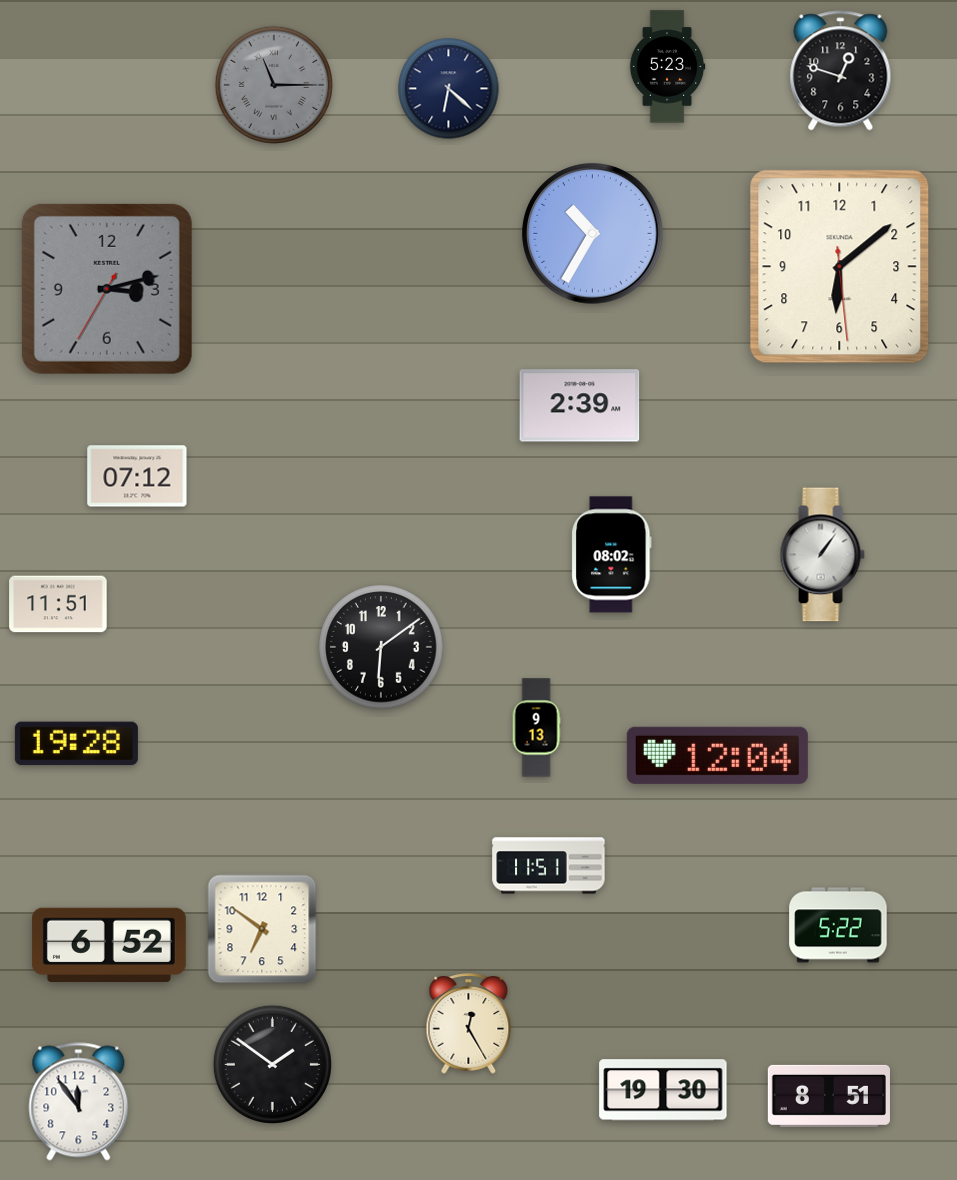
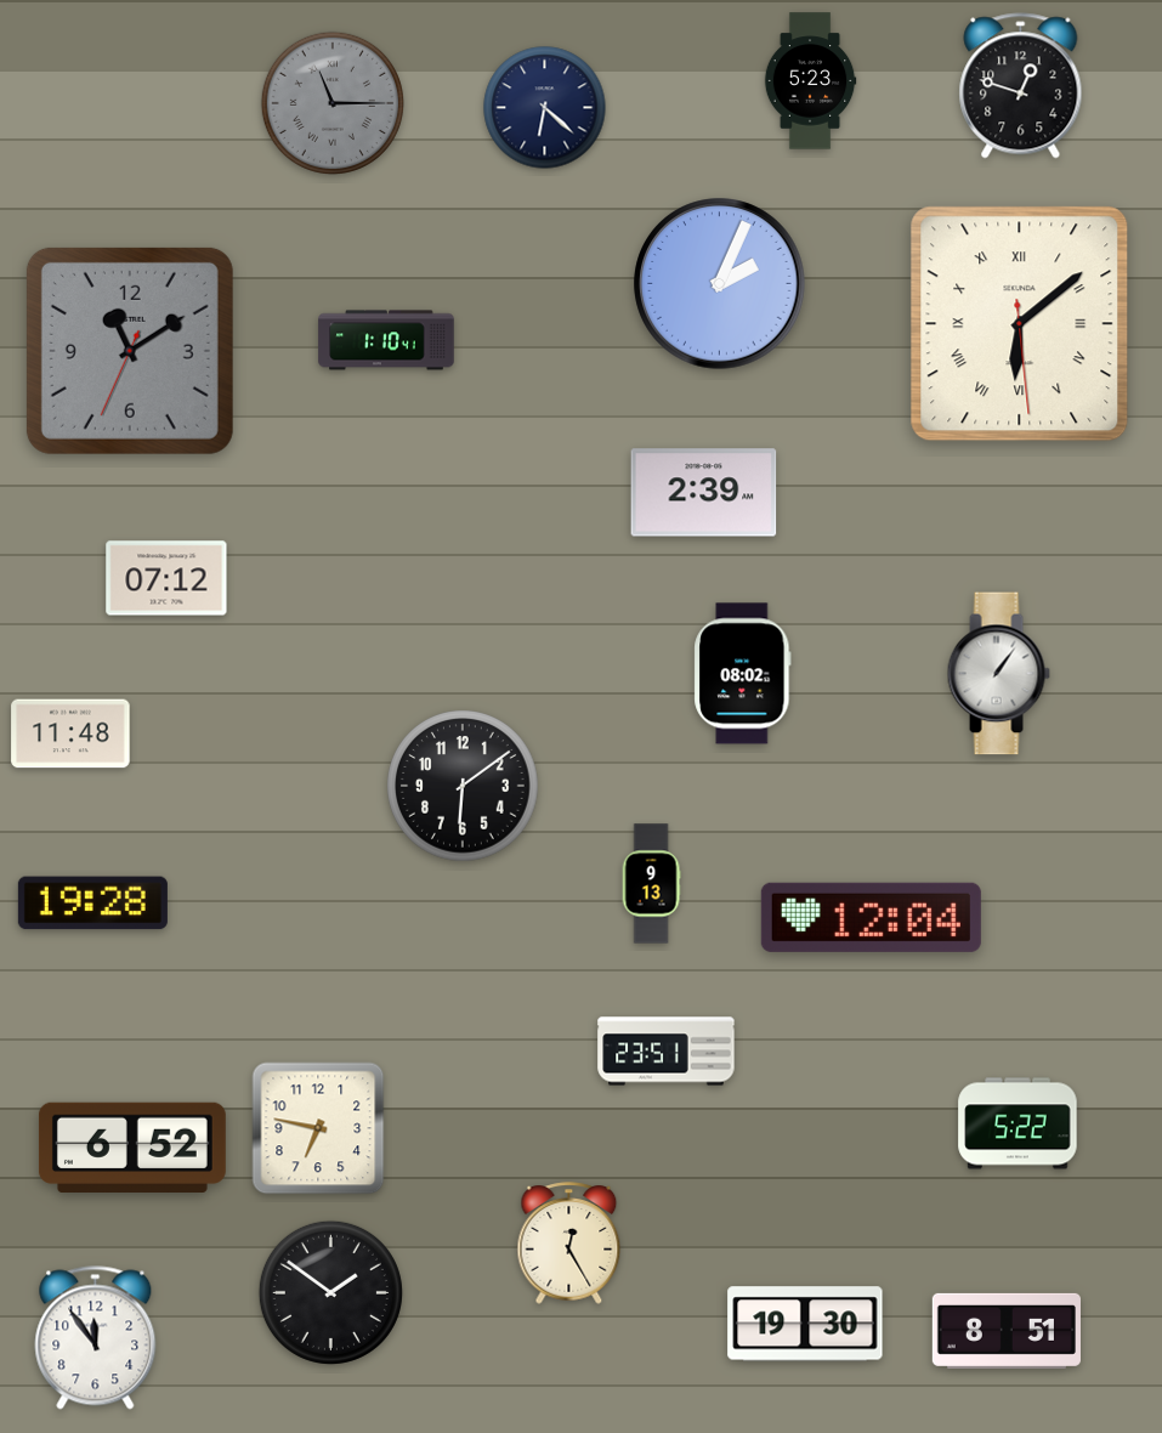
clock at (593, 234): 10:35 -> 2:04
clock at (840, 267) numerals: Arabic -> Roman
clock at (386, 340): none -> 1:10
clock at (107, 289): 3:12 -> 11:09
clock at (58, 604): 11:51 -> 11:48
clock at (549, 866): 11:51 -> 23:51
clock at (262, 929): 6:51 -> 6:47
